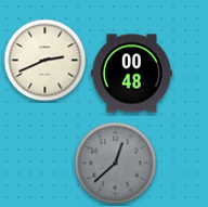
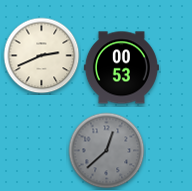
clock at (131, 74): 00:48 -> 00:53
